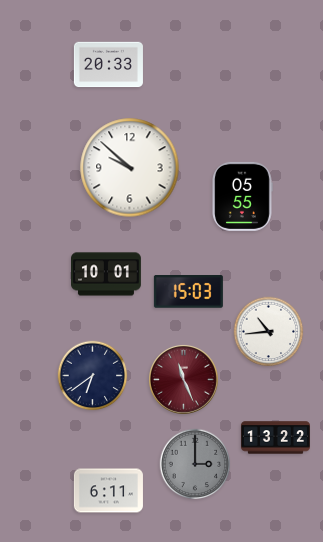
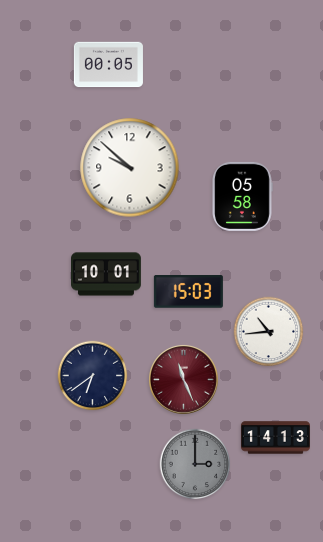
clock at (108, 65): 20:33 -> 00:05
clock at (242, 196): 05:55 -> 05:58
clock at (275, 438): 13:22 -> 14:13
clock at (108, 491): 6:11 -> none
